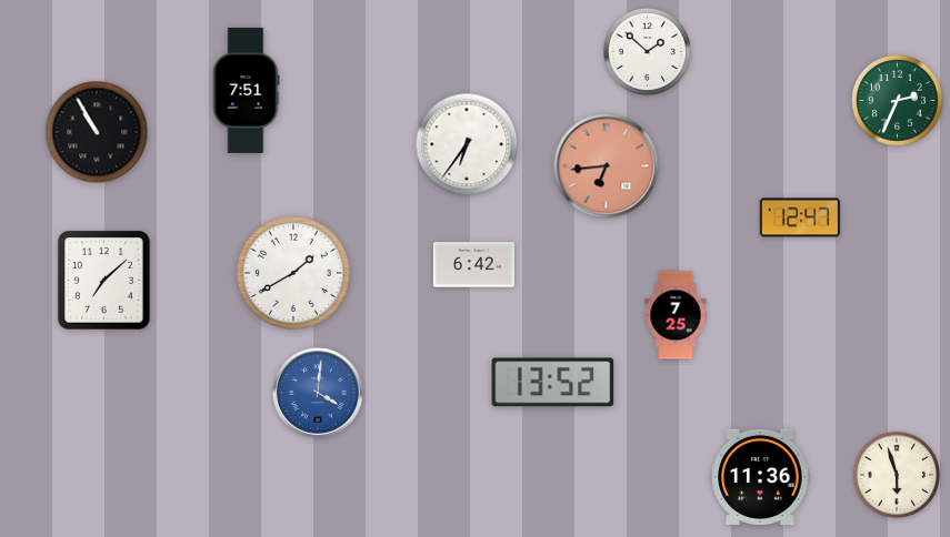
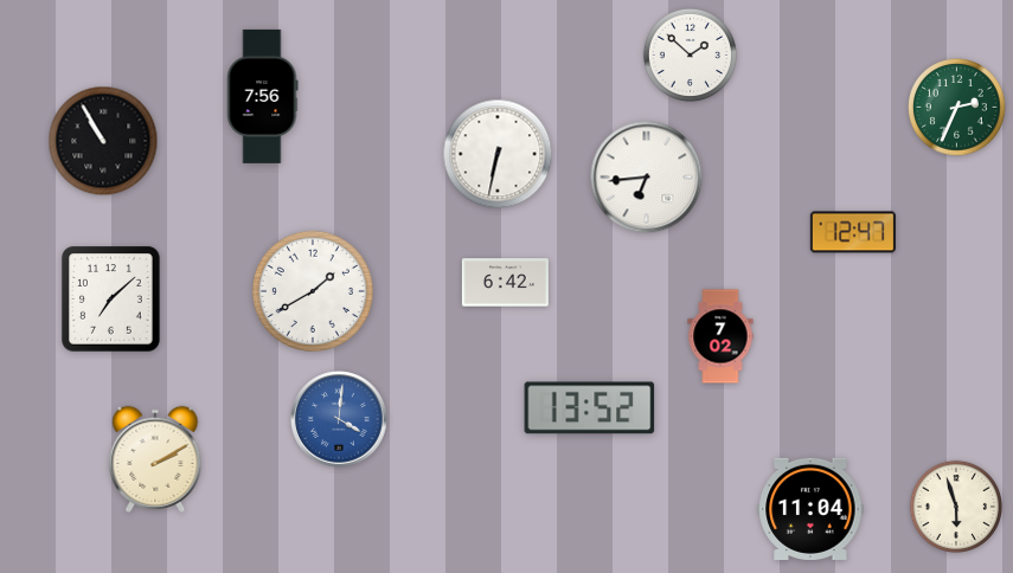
clock at (247, 90): 7:51 -> 7:56
clock at (467, 144): 6:36 -> 6:32
clock at (607, 166) dial: salmon -> white
clock at (676, 315): 7:25 -> 7:02
clock at (155, 459): none -> 2:10
clock at (760, 477): 11:36 -> 11:04
